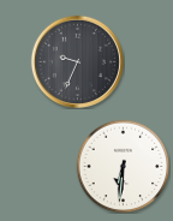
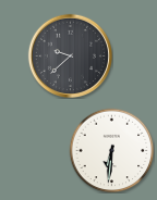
clock at (77, 61): 9:34 -> 9:38
